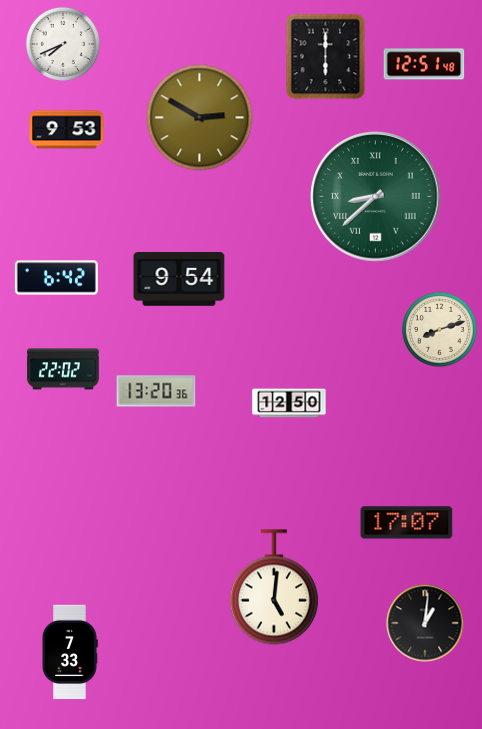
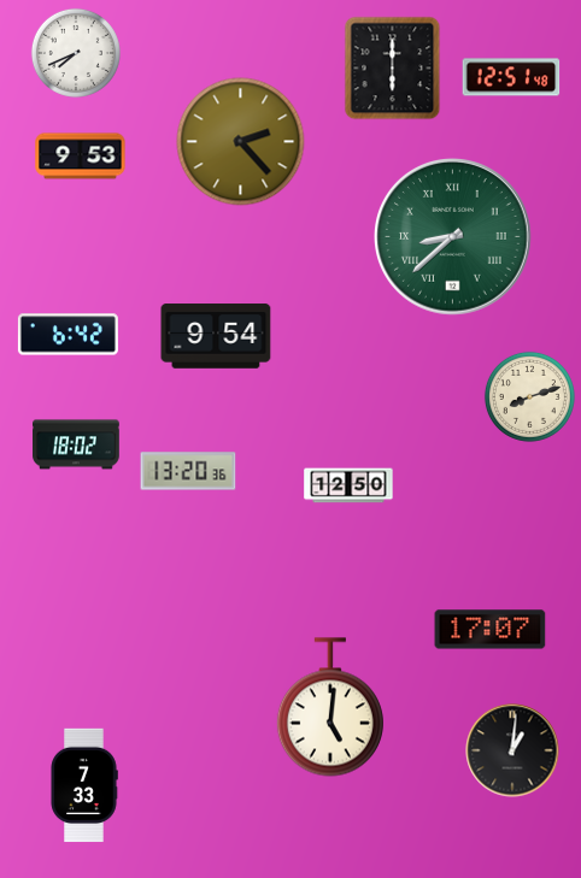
clock at (200, 118): 2:50 -> 2:23
clock at (63, 369): 22:02 -> 18:02
